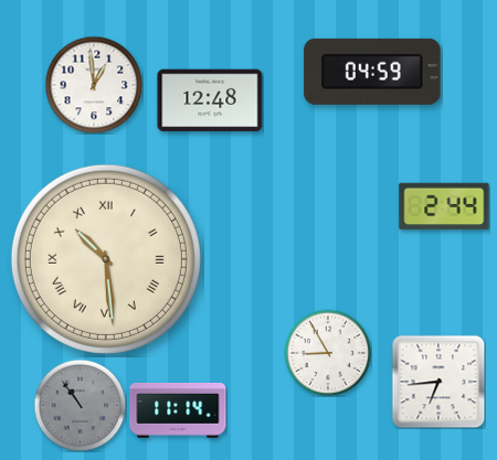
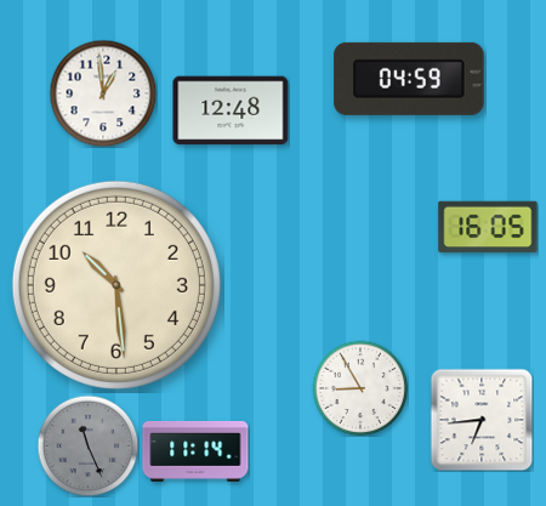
clock at (444, 206): 2:44 -> 16:05
clock at (106, 259) numerals: Roman -> Arabic
clock at (80, 405): 10:54 -> 11:26
